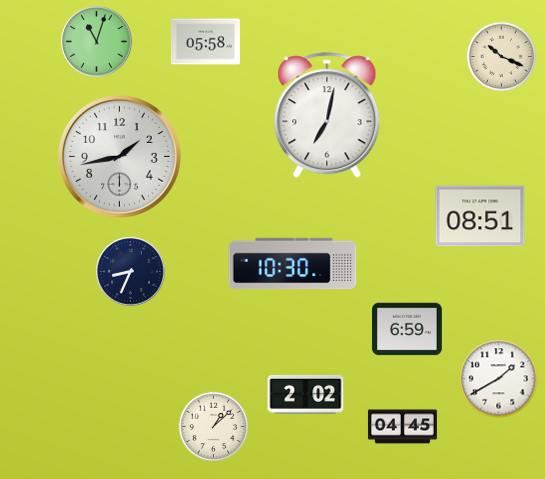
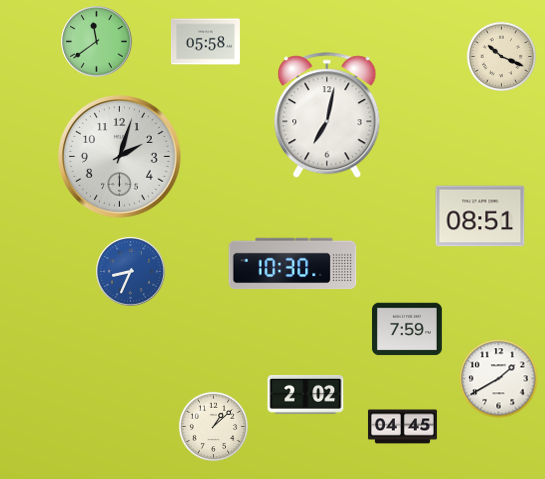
clock at (97, 42): 11:03 -> 11:39
clock at (120, 157): 1:43 -> 2:03
clock at (131, 272) dial: navy -> blue
clock at (407, 329): 6:59 -> 7:59
